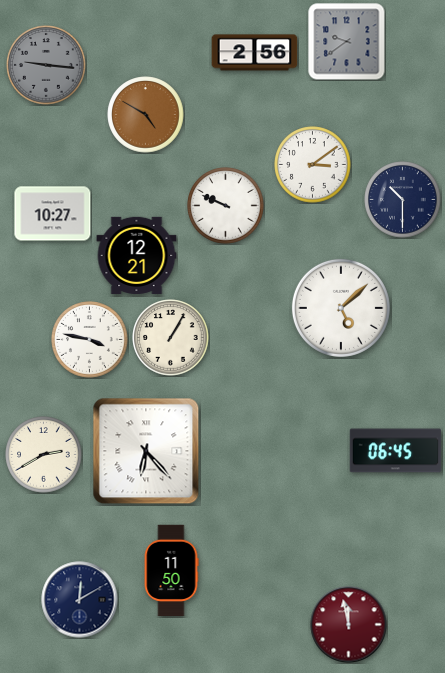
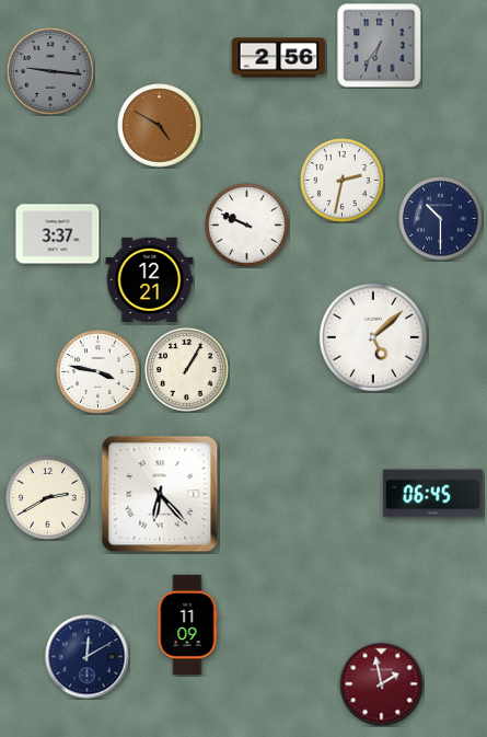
clock at (347, 42): 9:39 -> 6:36
clock at (313, 165): 3:09 -> 2:32
clock at (53, 214): 10:27 -> 3:37
clock at (171, 571): 11:50 -> 11:09
clock at (349, 625): 11:58 -> 1:58
